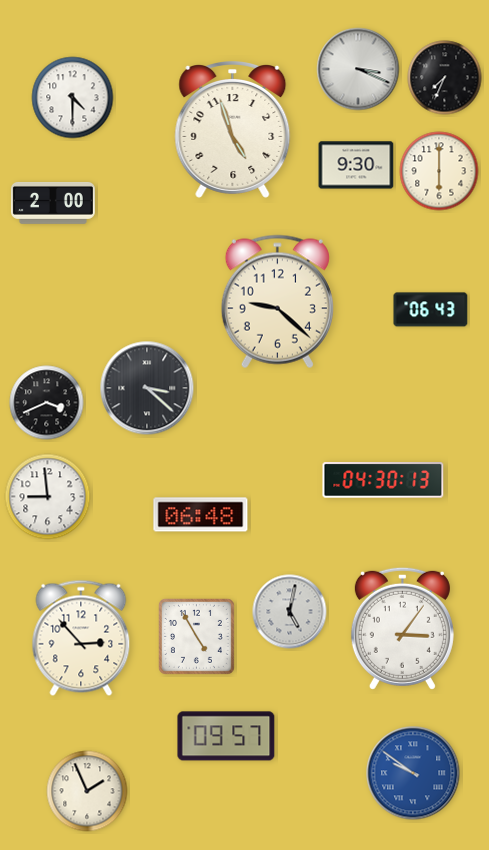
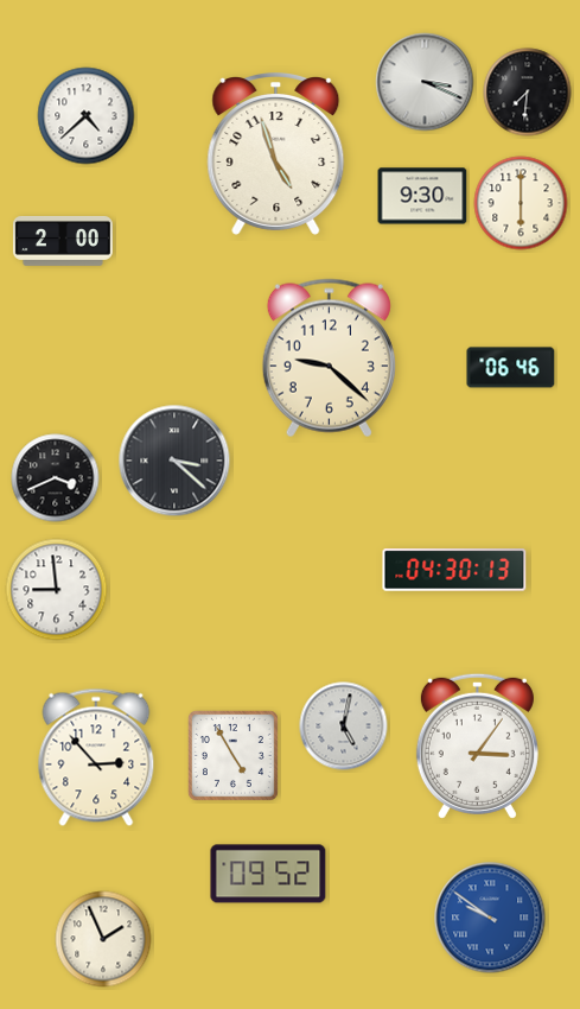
clock at (445, 78): 7:34 -> 7:31
clock at (73, 98): 4:30 -> 4:38
clock at (431, 310): 06:43 -> 06:46
clock at (201, 515): 06:48 -> none
clock at (226, 736): 09:57 -> 09:52
